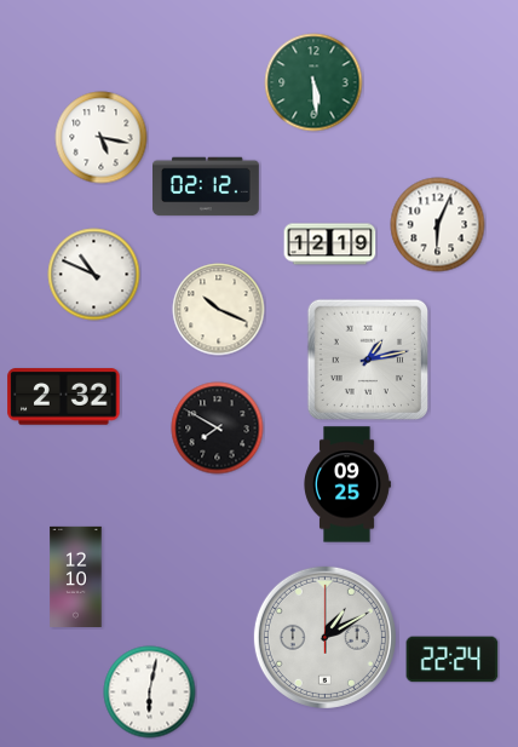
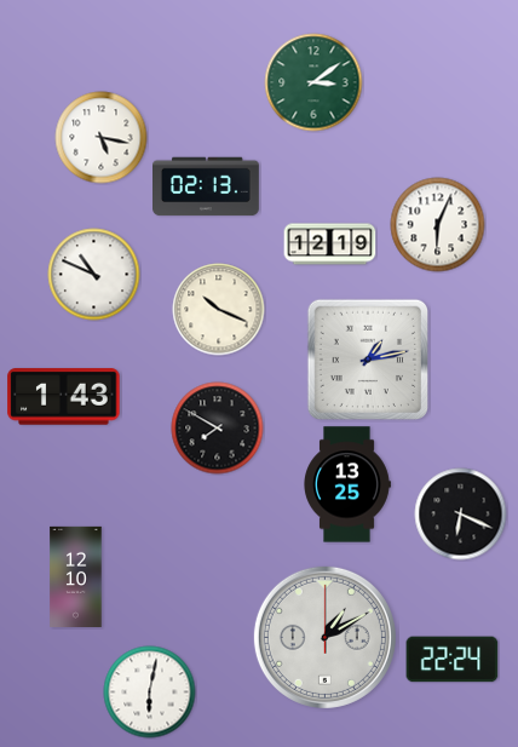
clock at (313, 82): 5:29 -> 3:09
clock at (207, 186): 02:12 -> 02:13
clock at (64, 397): 2:32 -> 1:43
clock at (347, 484): 09:25 -> 13:25
clock at (461, 515): none -> 6:19
